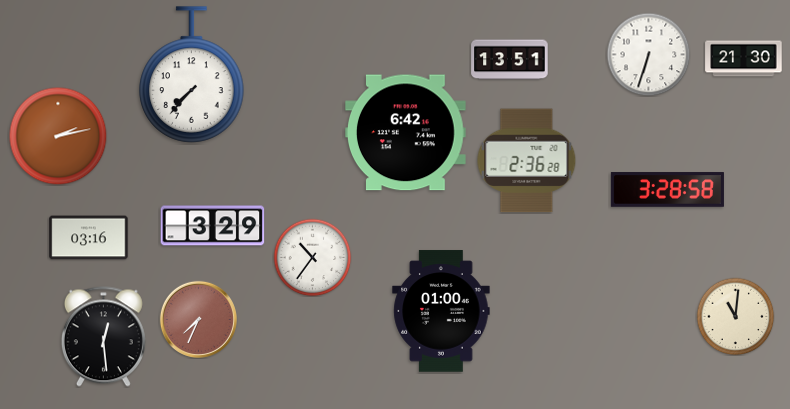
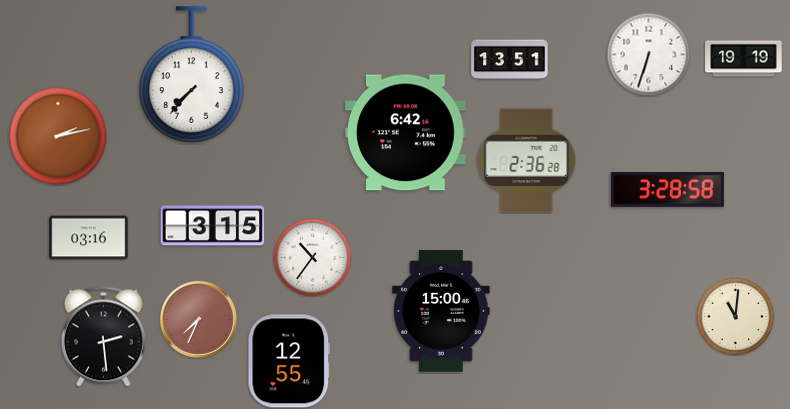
clock at (744, 59): 21:30 -> 19:19
clock at (213, 226): 3:29 -> 3:15
clock at (441, 311): 01:00 -> 15:00
clock at (103, 337): 12:29 -> 2:29
clock at (289, 361): none -> 12:55
